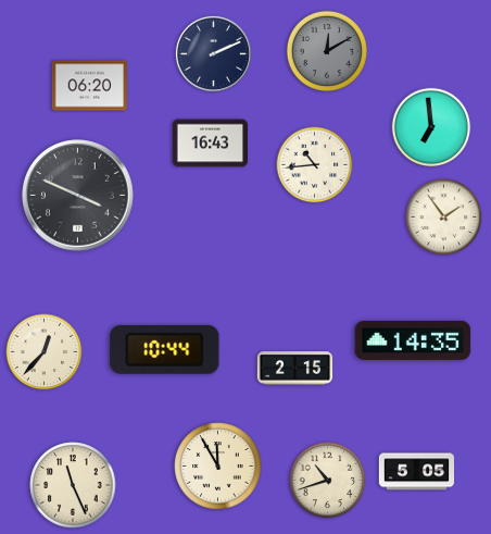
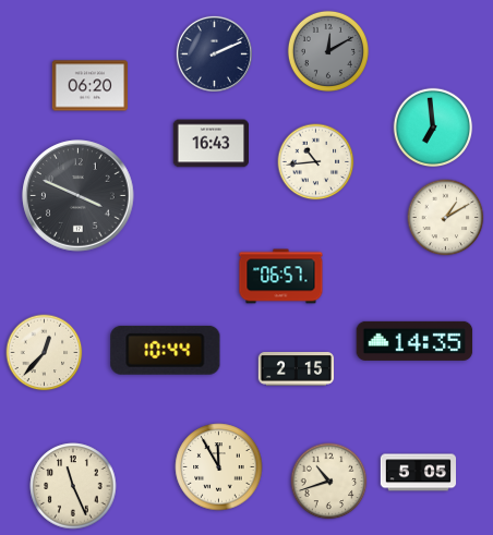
clock at (315, 165) position: (315, 165) -> (316, 162)
clock at (444, 218): 1:54 -> 1:10
clock at (281, 277): none -> 06:57
